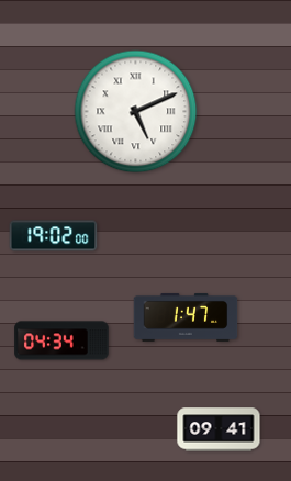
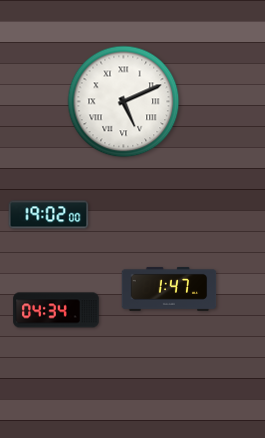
clock at (219, 429): 09:41 -> none
